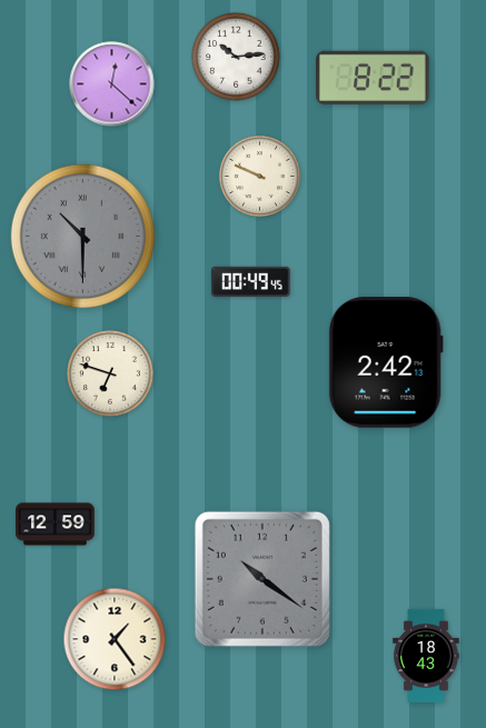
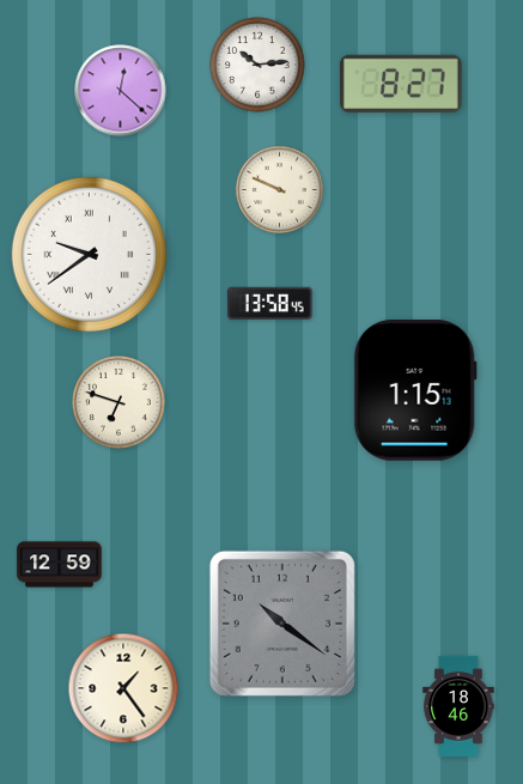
clock at (236, 57) position: (236, 57) -> (257, 65)
clock at (374, 78): 8:22 -> 8:27
clock at (82, 236): 10:30 -> 9:39
clock at (82, 236) dial: grey -> white
clock at (251, 281): 00:49 -> 13:58
clock at (386, 362): 2:42 -> 1:15
clock at (426, 656): 18:43 -> 18:46
